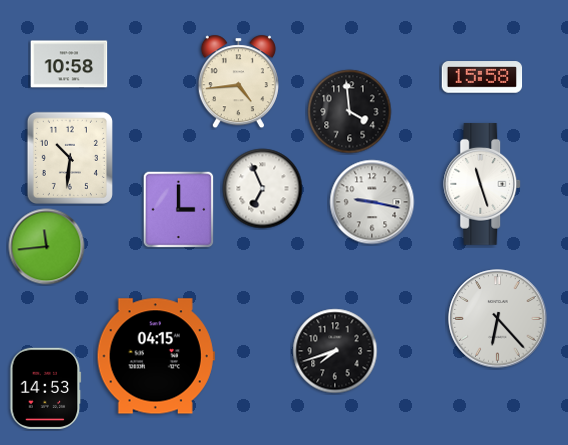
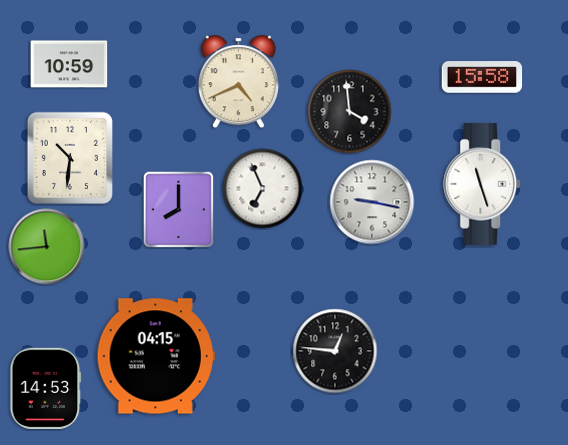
clock at (69, 64): 10:58 -> 10:59
clock at (238, 82): 4:44 -> 4:41
clock at (179, 209): 3:00 -> 8:00
clock at (498, 319): 6:23 -> none
clock at (335, 351): 7:42 -> 12:46
